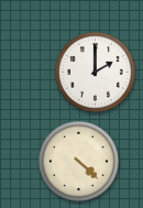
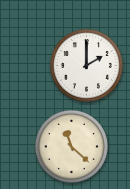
clock at (78, 161): 4:22 -> 11:22
